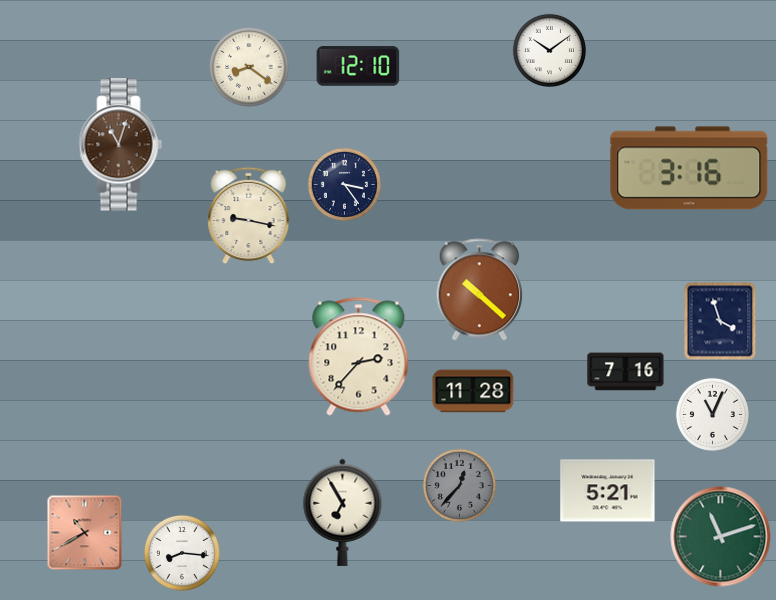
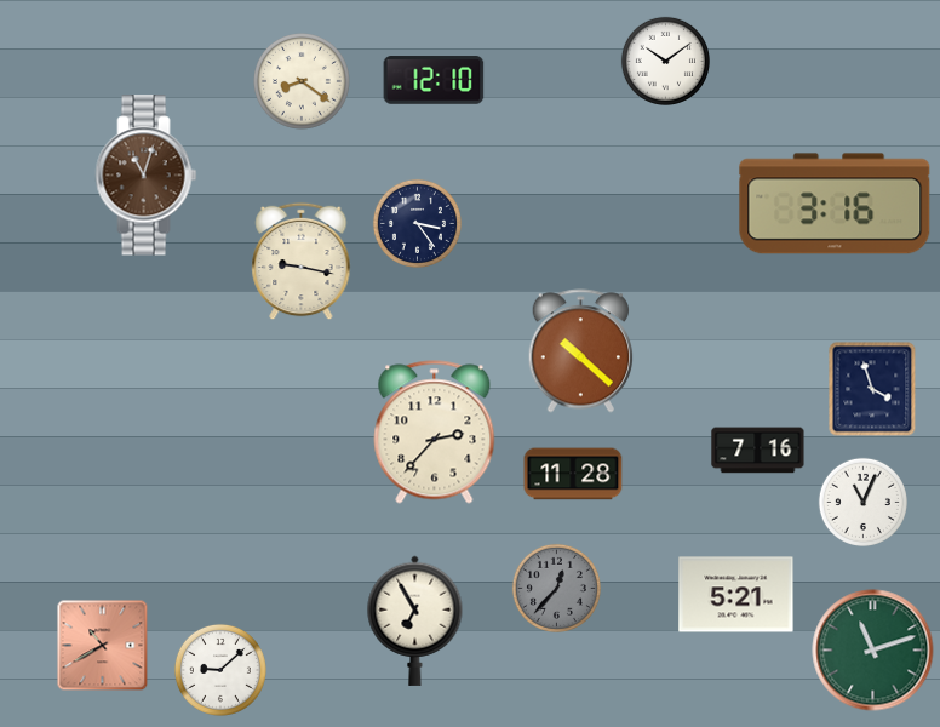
clock at (182, 553): 8:16 -> 9:08
